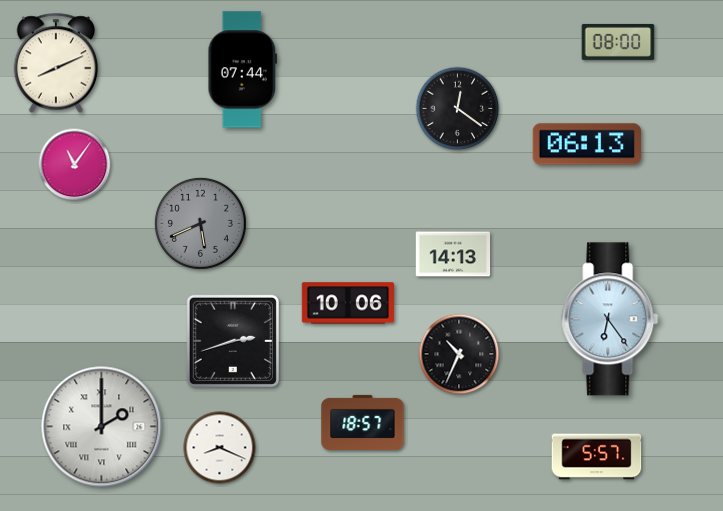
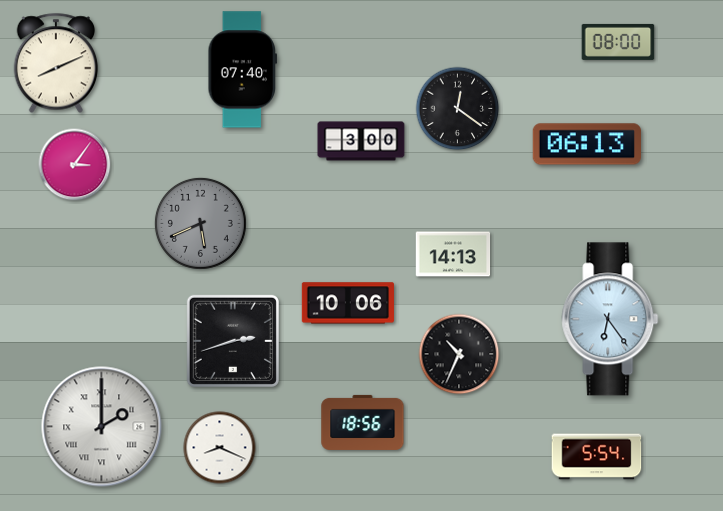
clock at (243, 70): 07:44 -> 07:40
clock at (361, 141): none -> 3:00
clock at (75, 165): 11:06 -> 3:06
clock at (363, 422): 18:57 -> 18:56
clock at (597, 457): 5:57 -> 5:54
